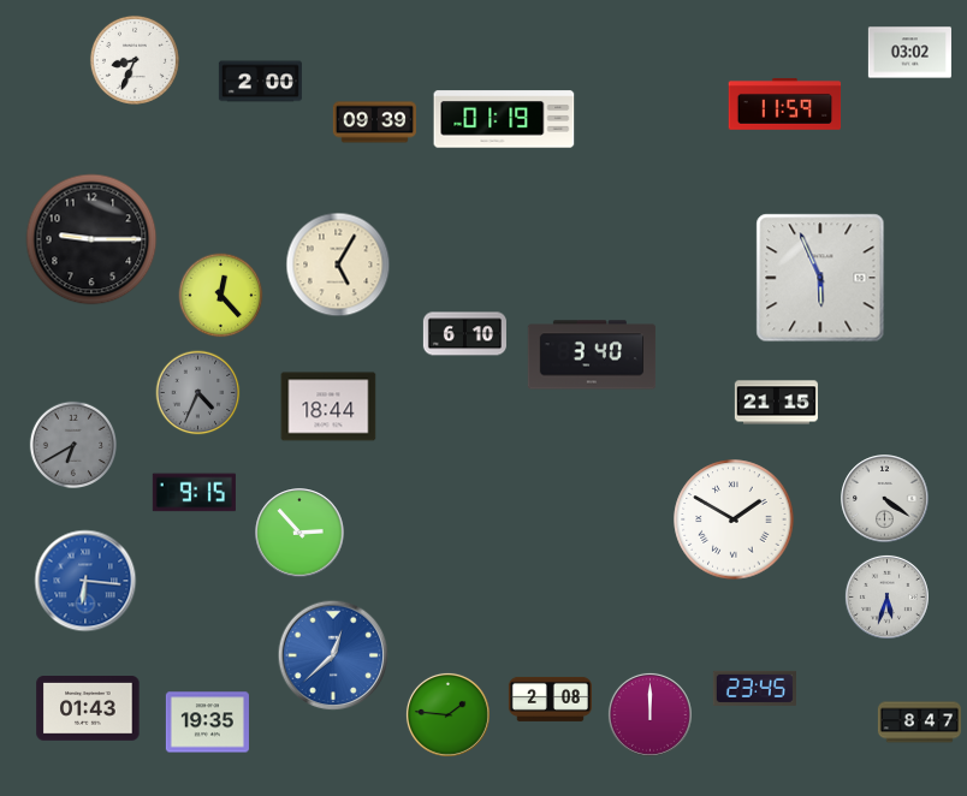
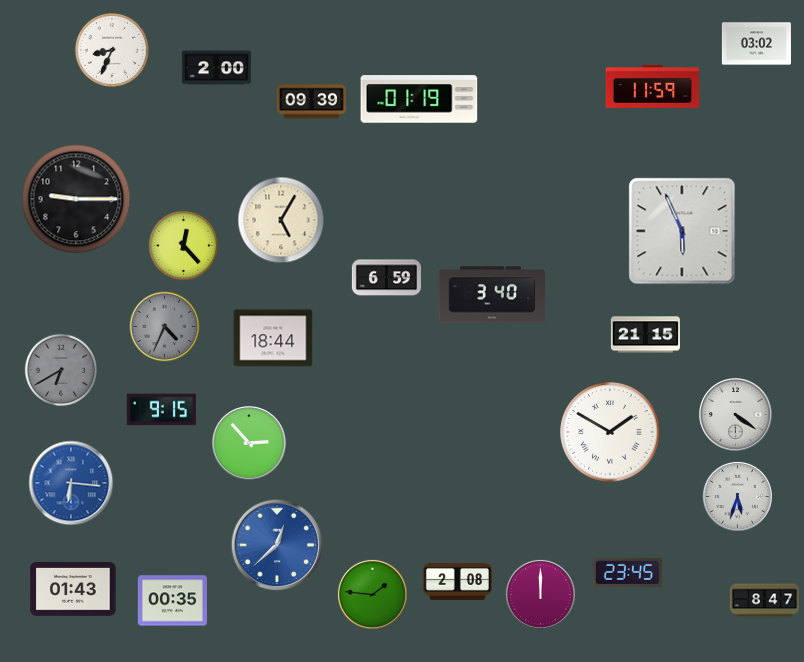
clock at (464, 334): 6:10 -> 6:59
clock at (207, 723): 19:35 -> 00:35
